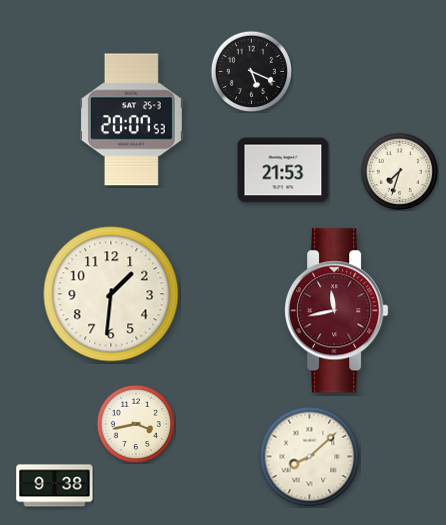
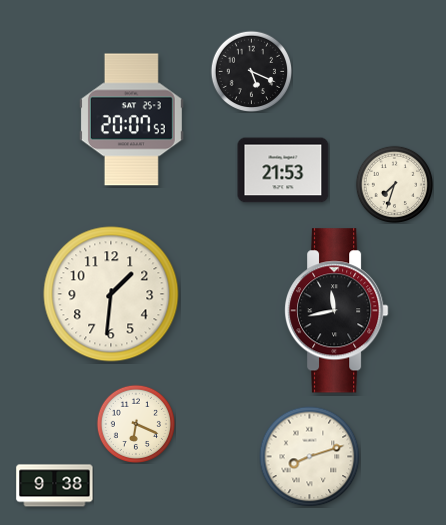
clock at (399, 171) position: (399, 171) -> (394, 184)
clock at (337, 311) dial: burgundy -> black
clock at (135, 423): 3:43 -> 6:19
clock at (310, 457): 8:08 -> 8:12
